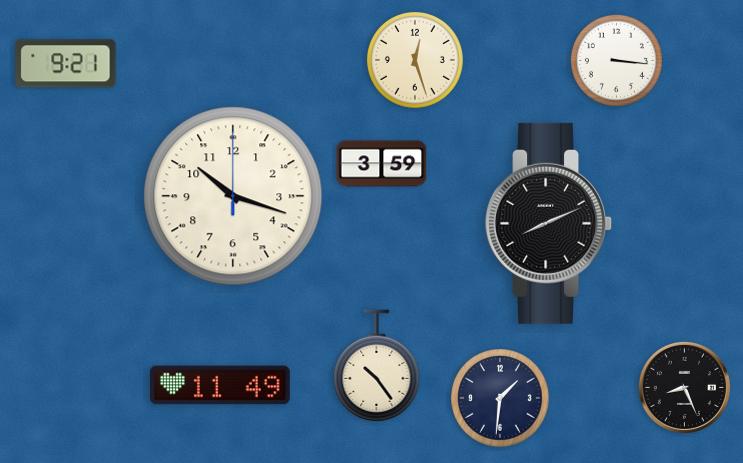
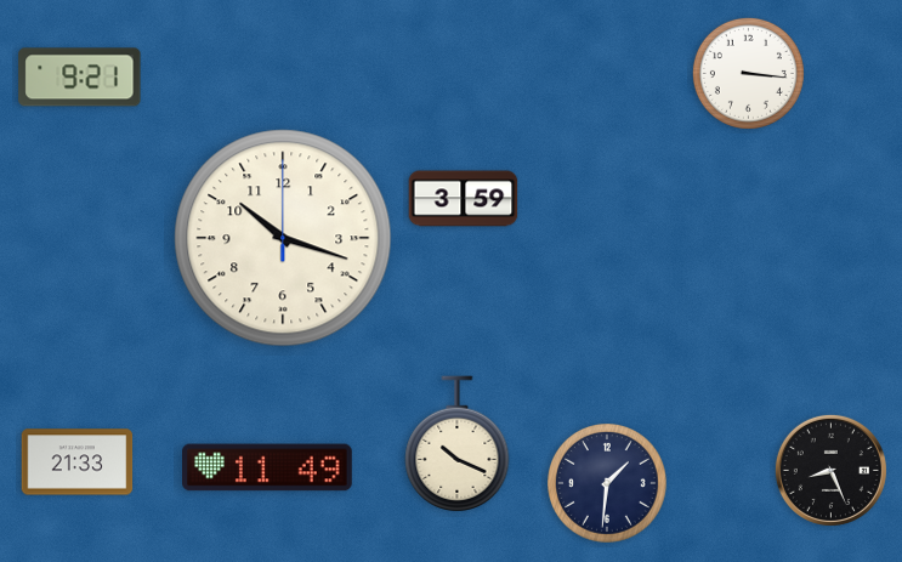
clock at (415, 60): 12:27 -> none
clock at (549, 223): 8:11 -> none
clock at (377, 365): 10:24 -> 10:19
clock at (78, 462): none -> 21:33
